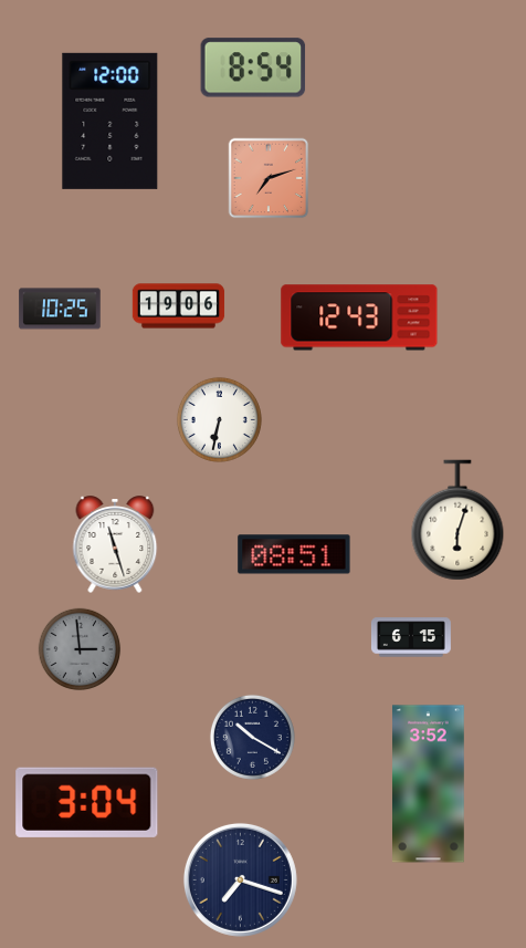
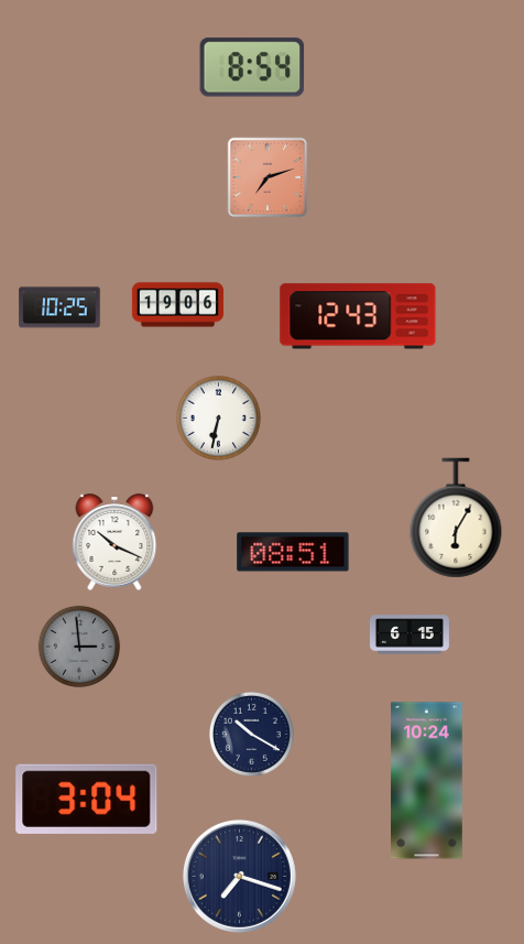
clock at (111, 121): 12:00 -> none
clock at (457, 520): 6:03 -> 6:05
clock at (115, 544): 11:27 -> 10:19
clock at (429, 784): 3:52 -> 10:24
